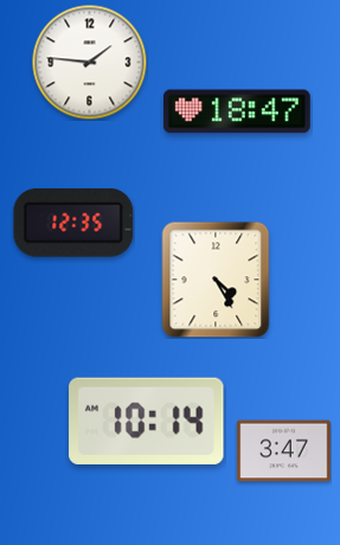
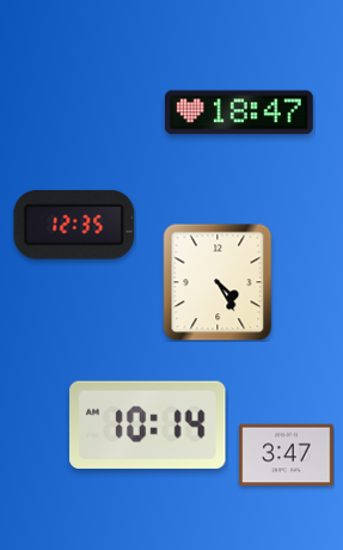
clock at (89, 62): 1:46 -> none
